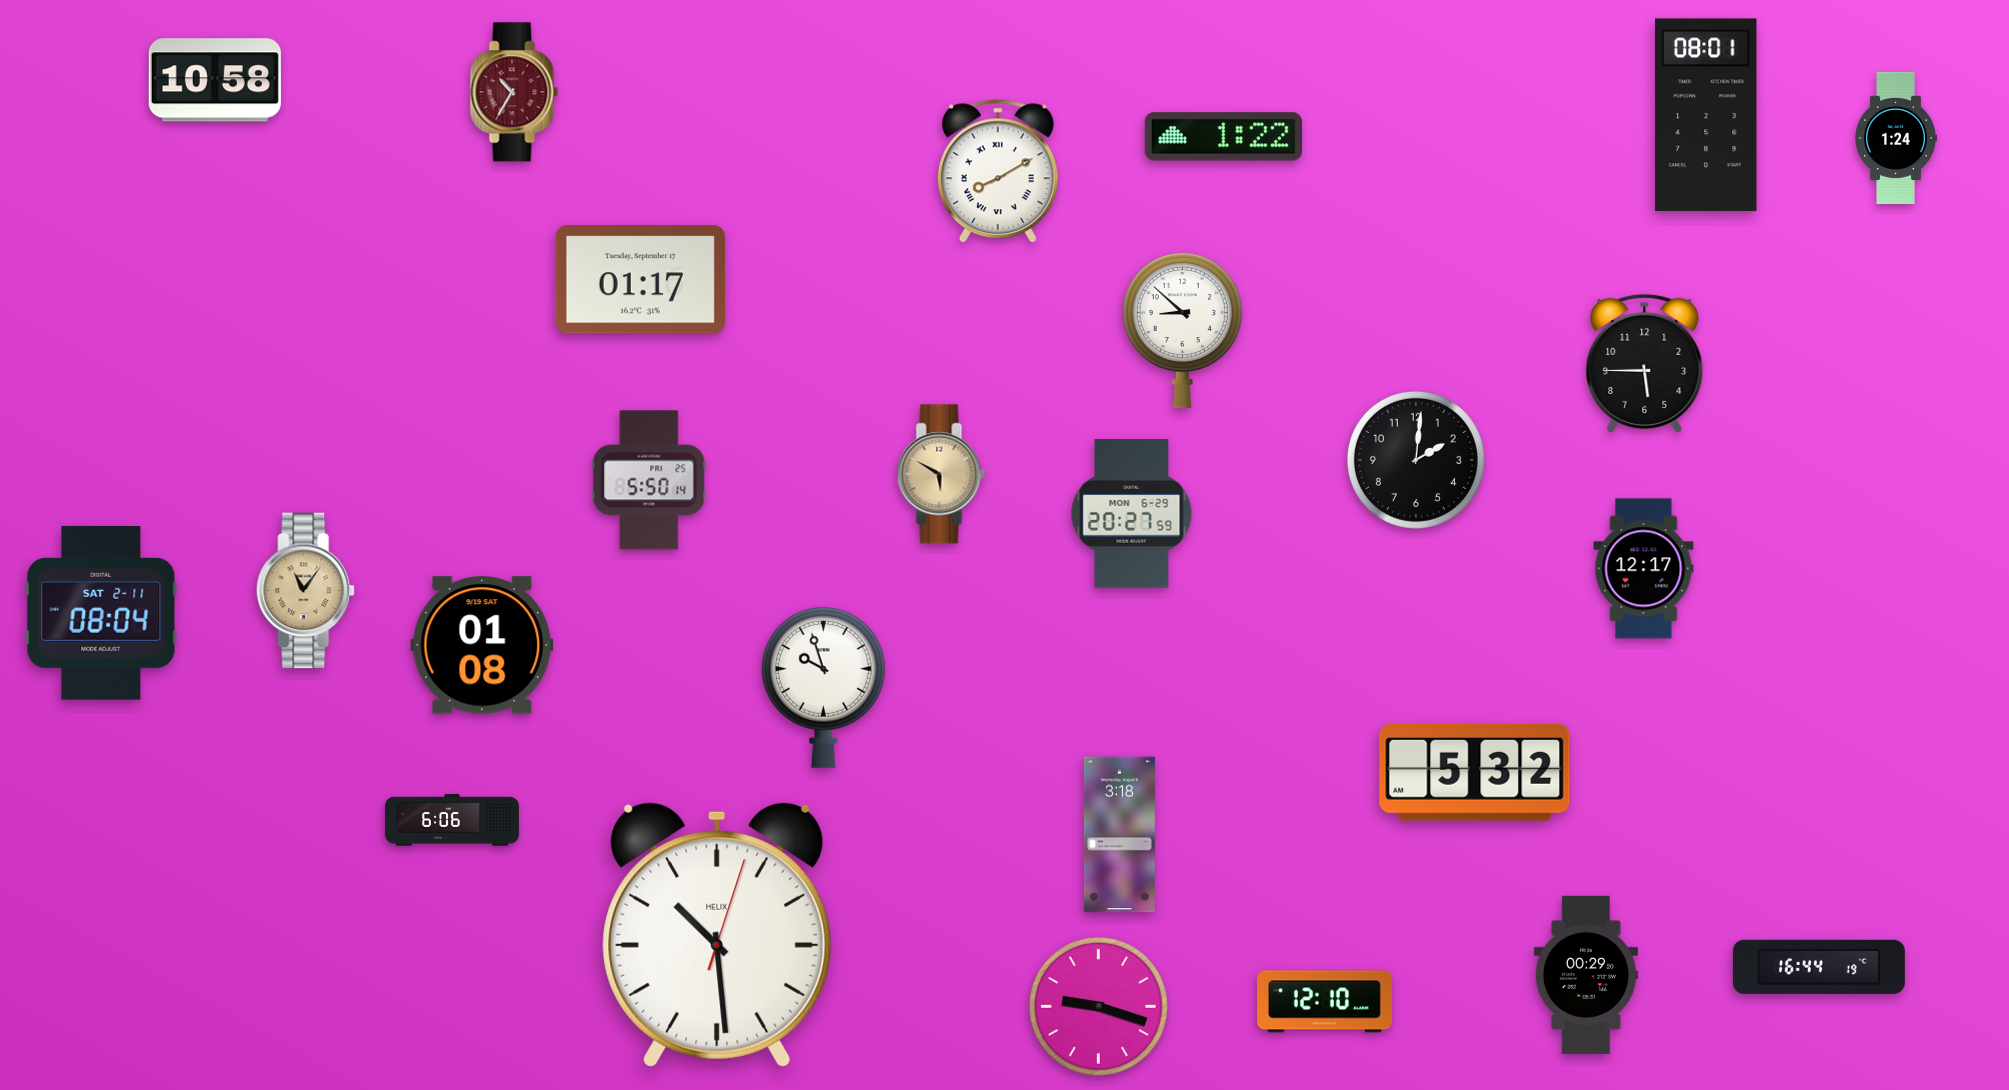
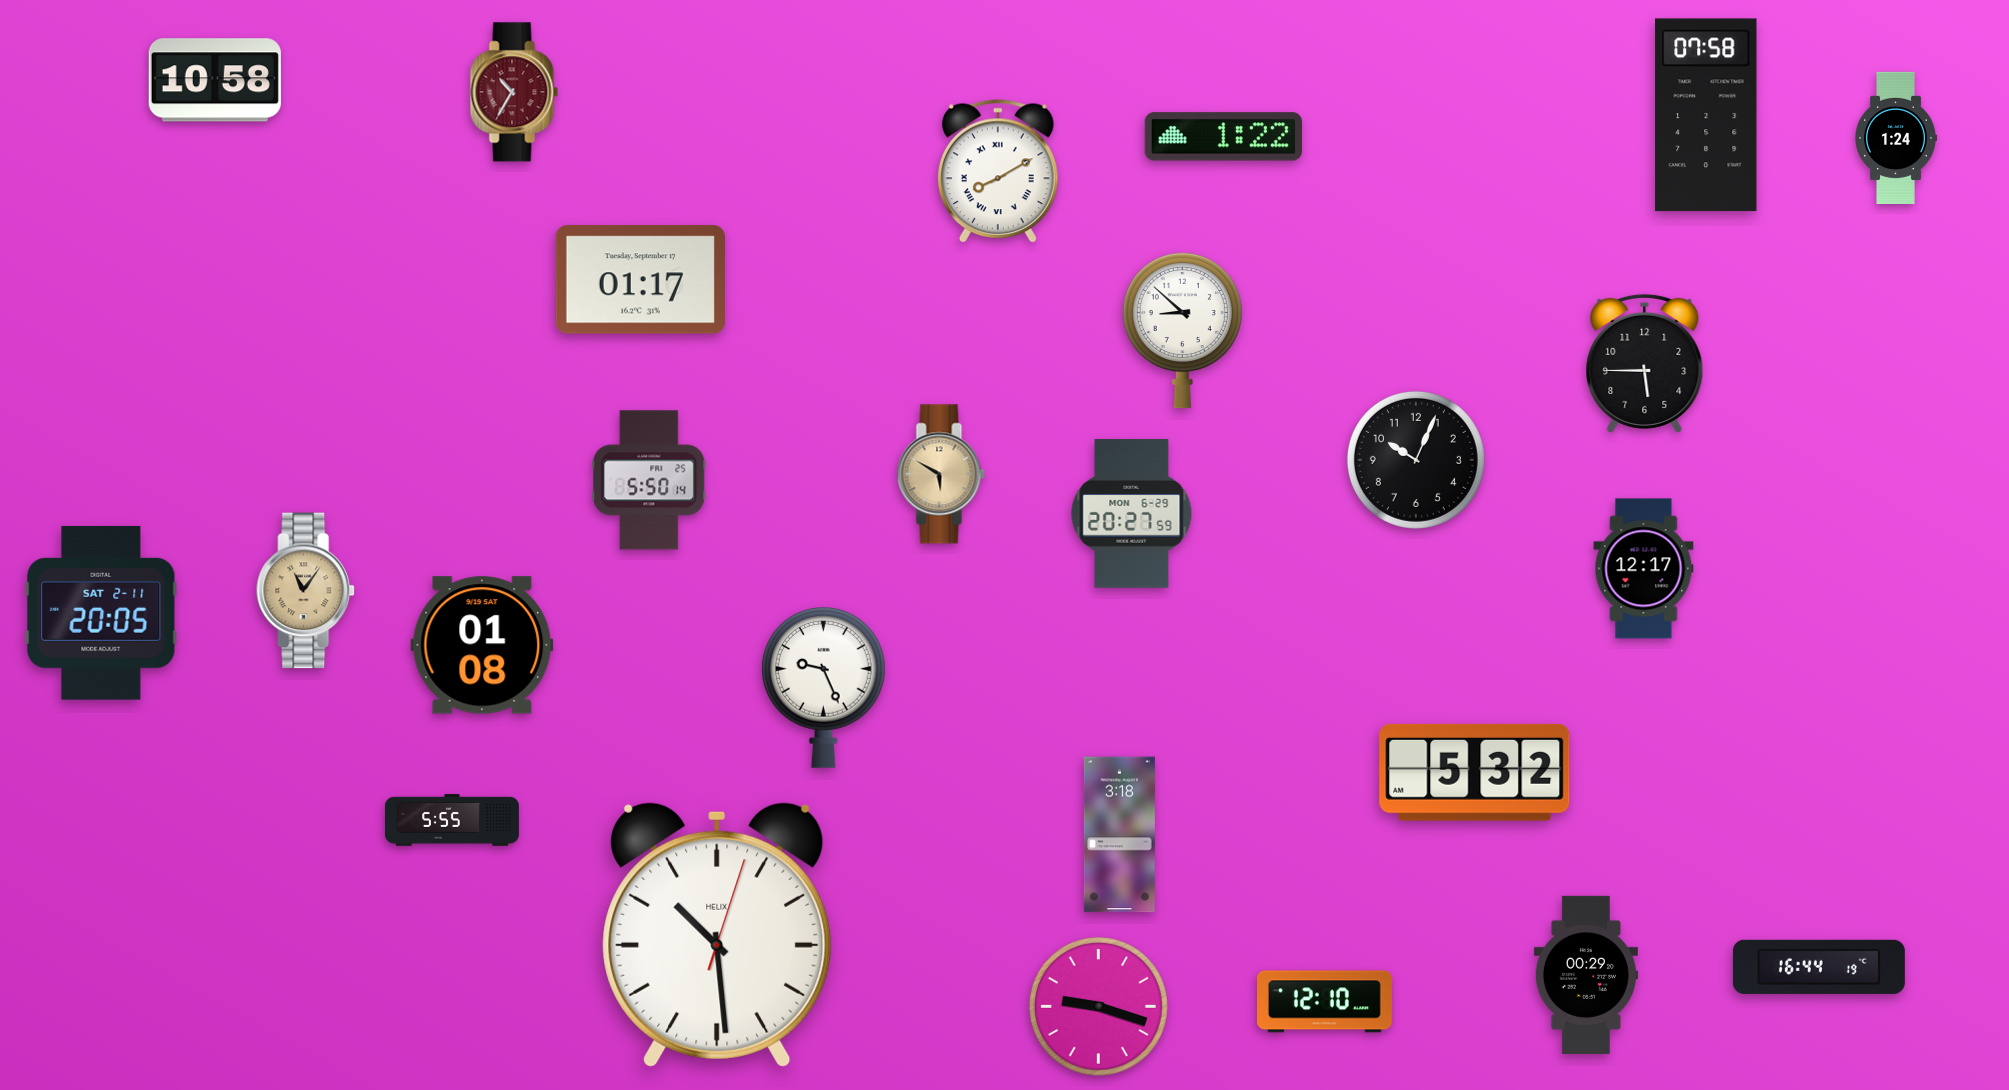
clock at (1706, 115): 08:01 -> 07:58
clock at (1416, 460): 2:01 -> 10:04
clock at (101, 613): 08:04 -> 20:05
clock at (823, 687): 9:57 -> 9:26
clock at (452, 820): 6:06 -> 5:55
